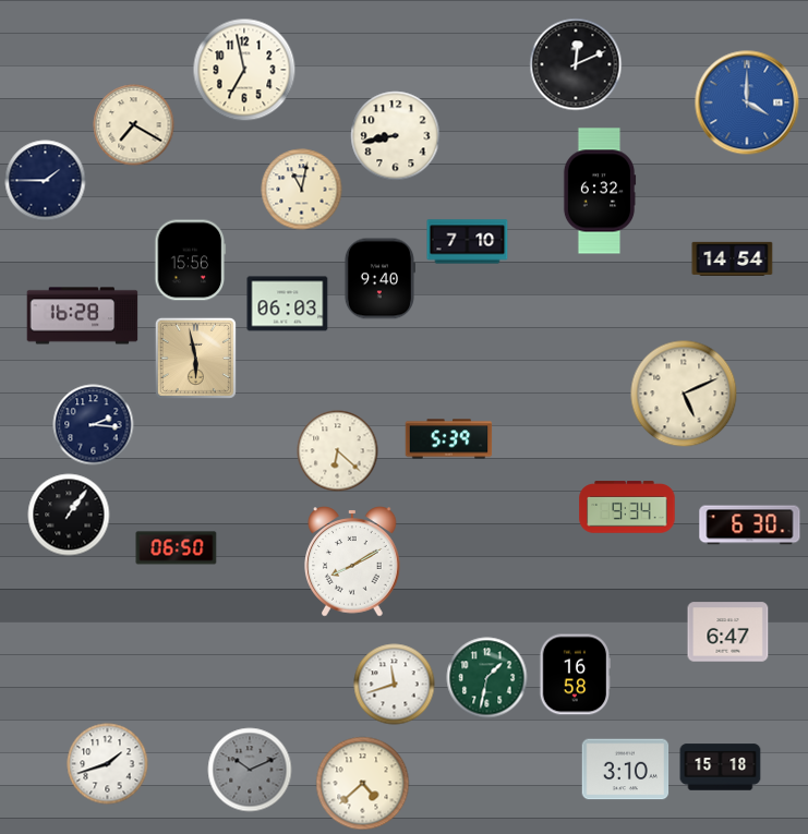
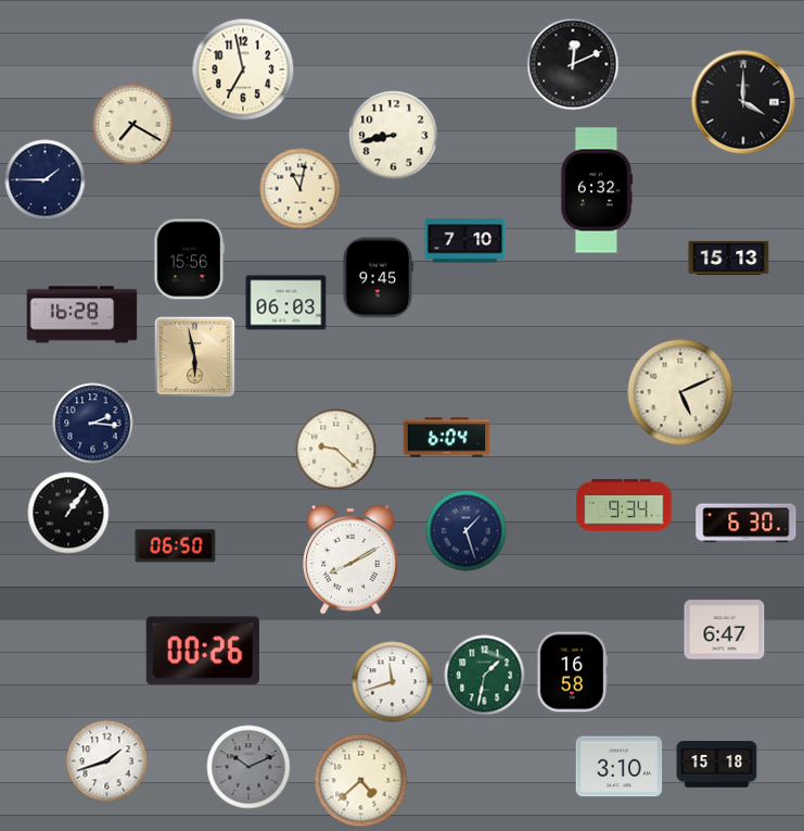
clock at (747, 102) dial: blue -> black
clock at (733, 258): 14:54 -> 15:13
clock at (379, 279): 9:40 -> 9:45
clock at (449, 439): 5:39 -> 6:04
clock at (338, 451): 6:22 -> 9:22
clock at (467, 531): none -> 1:27
clock at (203, 651): none -> 00:26
clock at (626, 770) position: (626, 770) -> (620, 767)
